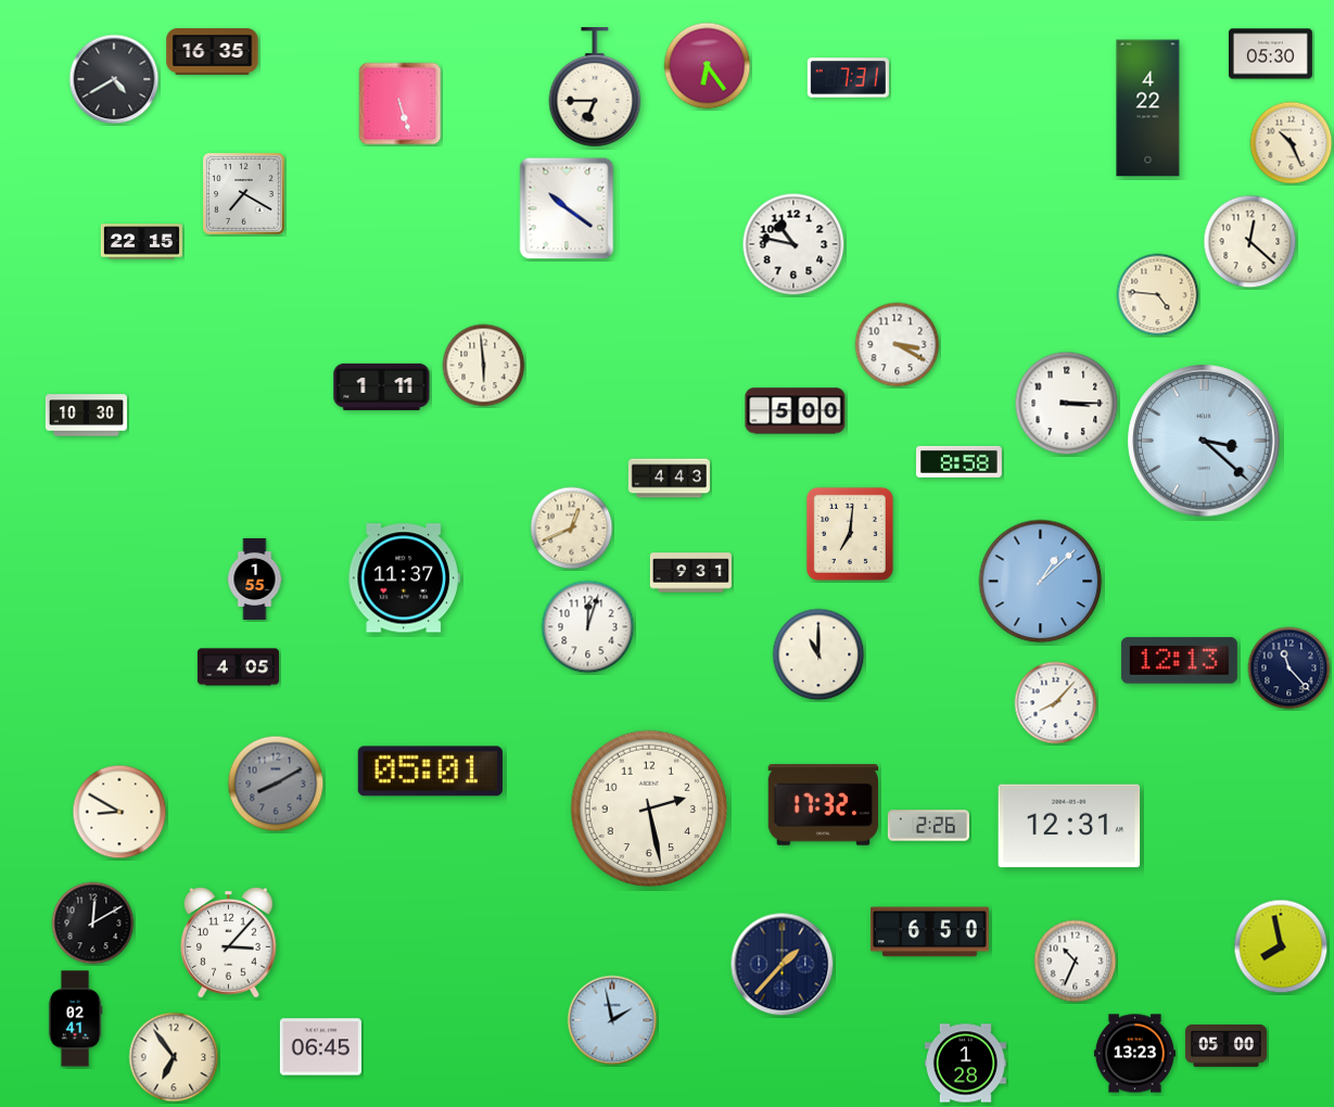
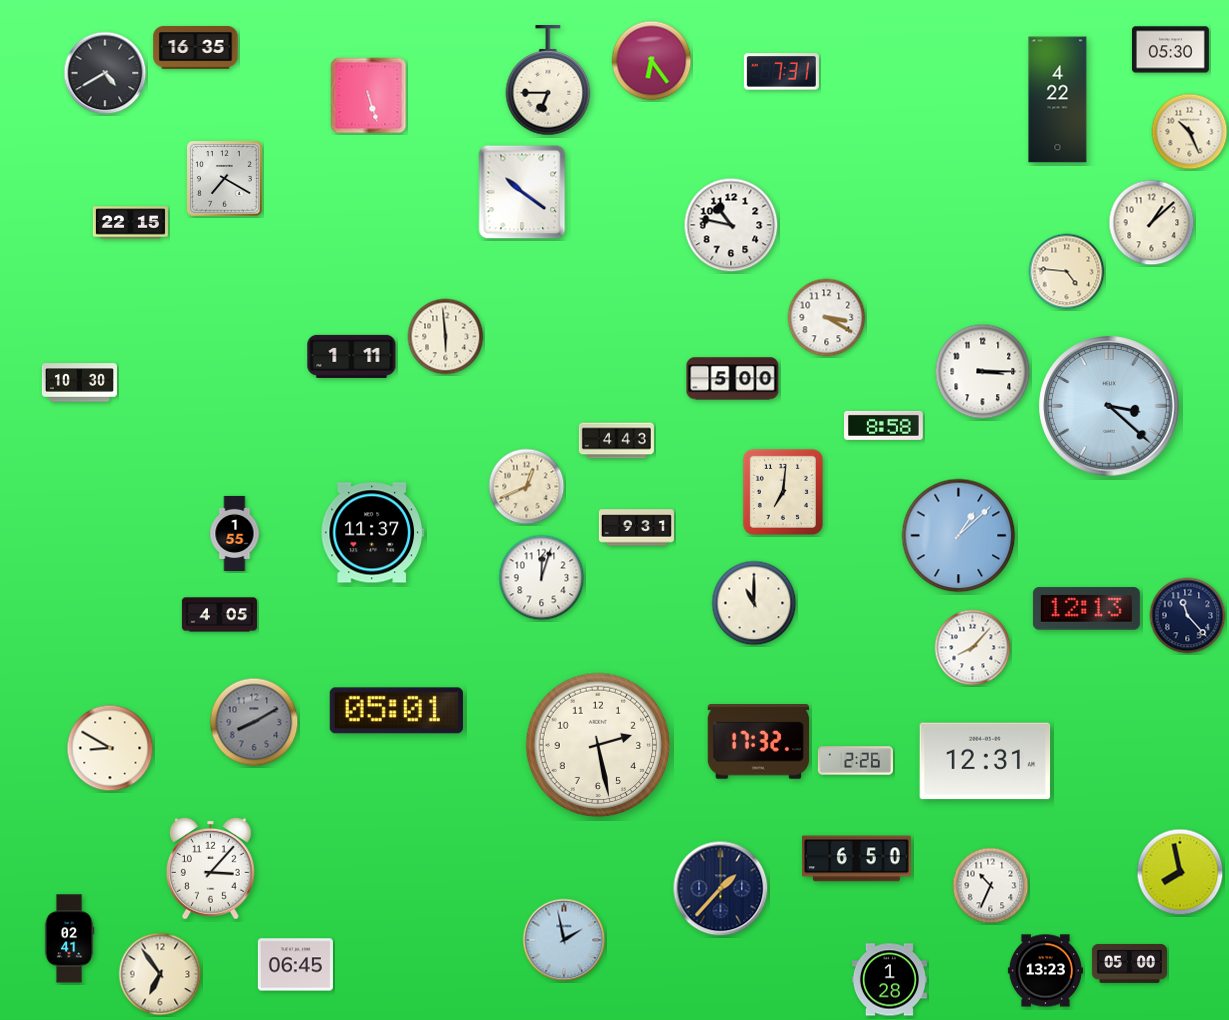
clock at (1250, 242): 12:22 -> 1:08
clock at (93, 924): 12:10 -> none
